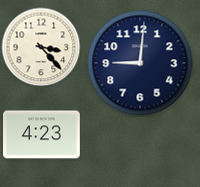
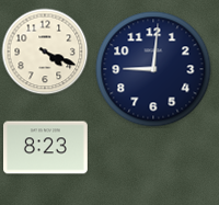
clock at (41, 47): 3:23 -> 4:19
clock at (42, 135): 4:23 -> 8:23
